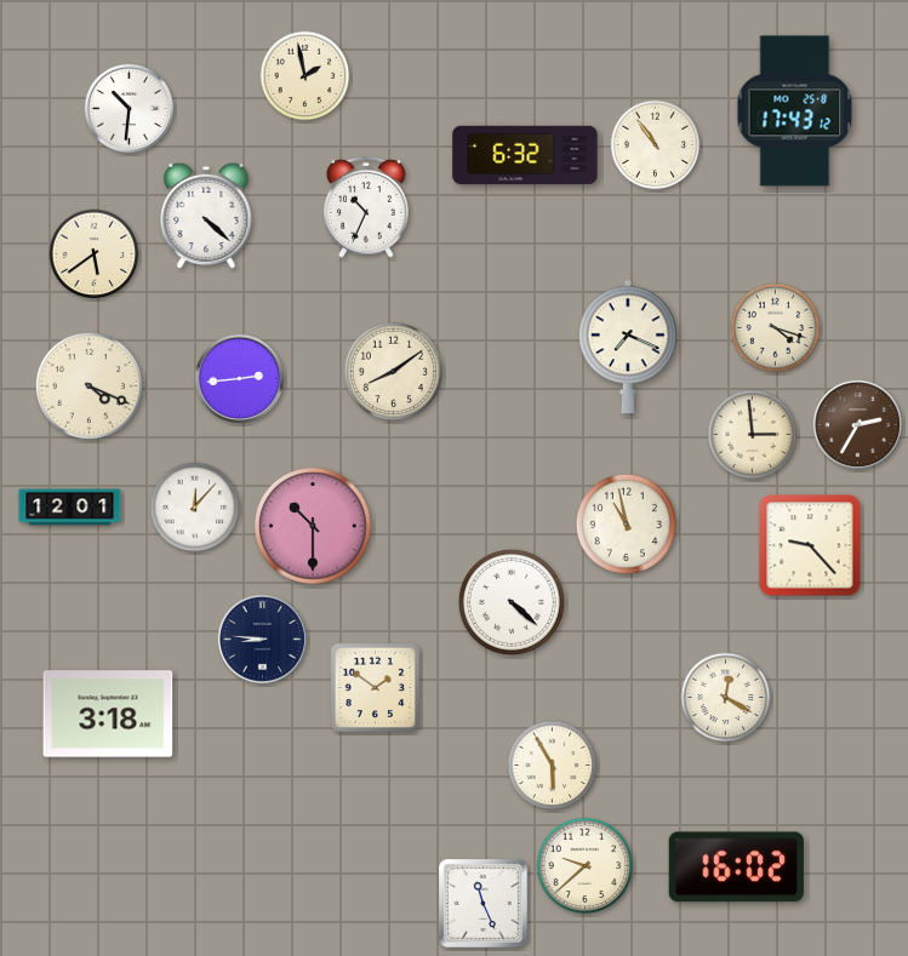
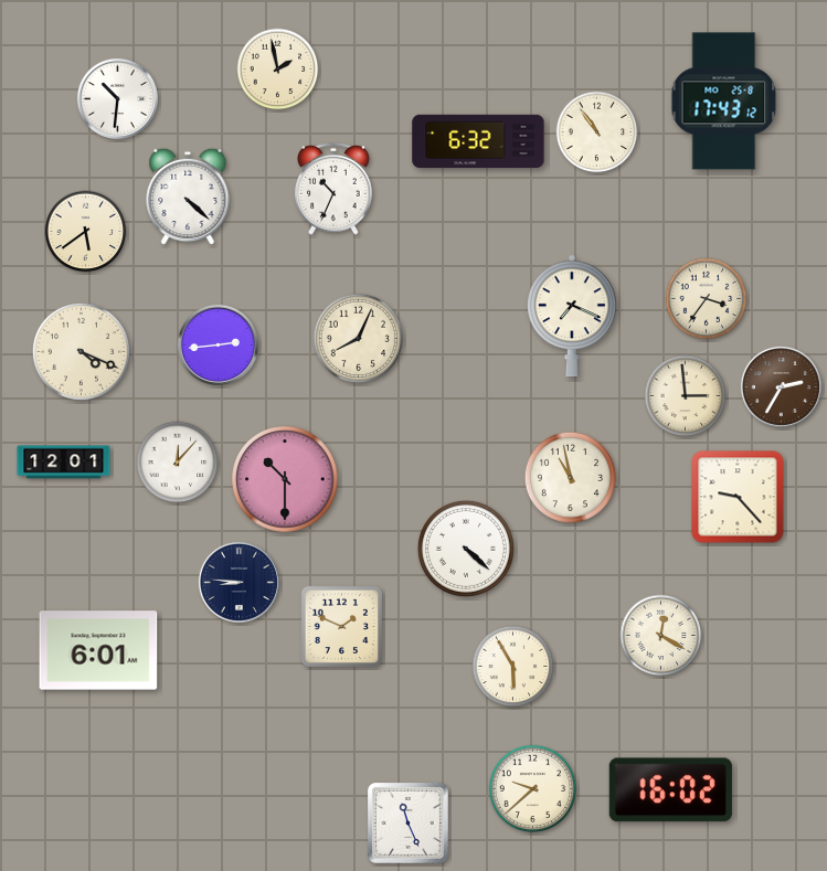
clock at (776, 328): 4:18 -> 3:36
clock at (394, 372): 8:09 -> 8:04
clock at (375, 687): 1:51 -> 1:49
clock at (108, 714): 3:18 -> 6:01
clock at (553, 766) position: (553, 766) -> (513, 667)
clock at (484, 904) position: (484, 904) -> (409, 824)
